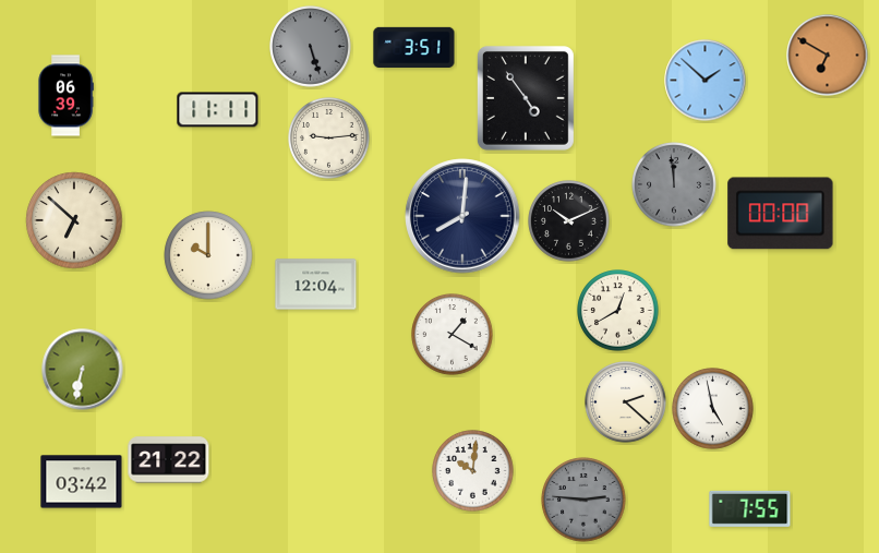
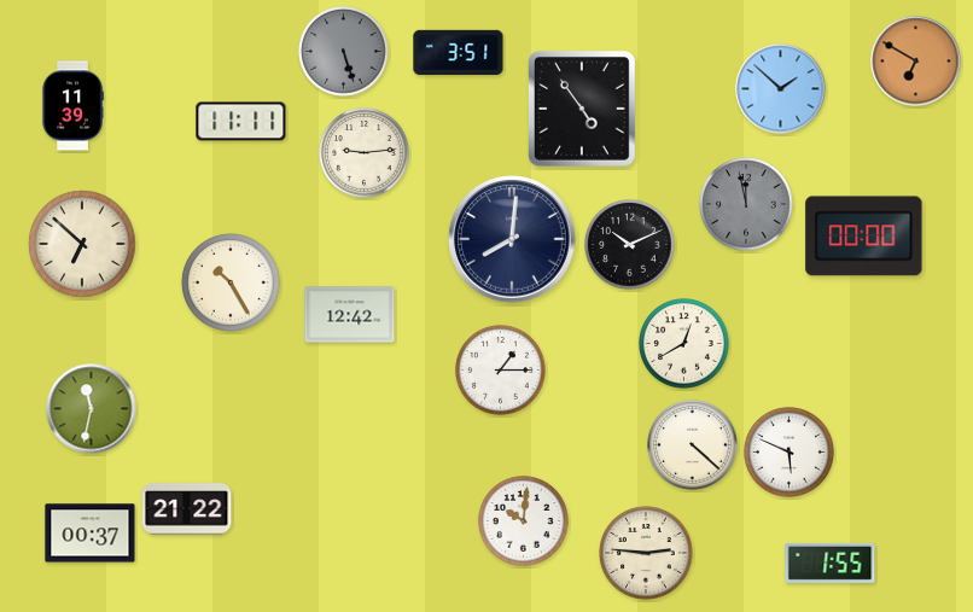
clock at (65, 96): 06:39 -> 11:39
clock at (674, 184): 11:59 -> 11:58
clock at (208, 255): 10:00 -> 10:25
clock at (316, 285): 12:04 -> 12:42
clock at (453, 335): 1:20 -> 1:15
clock at (83, 370): 6:32 -> 11:32
clock at (626, 402): 2:22 -> 4:22
clock at (713, 409): 4:58 -> 5:49
clock at (82, 482): 03:42 -> 00:37
clock at (583, 500) dial: grey -> cream
clock at (750, 508): 7:55 -> 1:55
